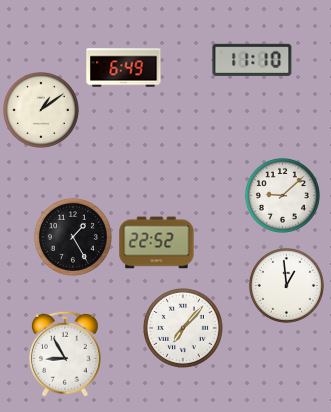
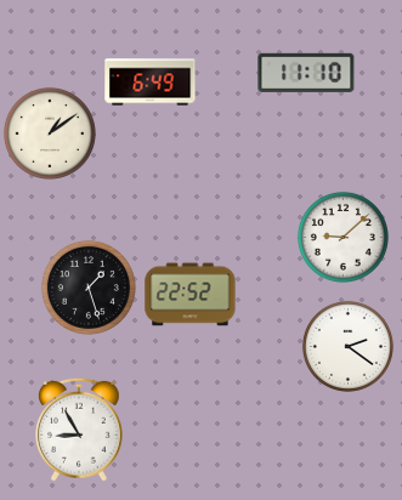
clock at (73, 237): 1:25 -> 1:27
clock at (286, 285): 12:59 -> 2:21
clock at (183, 328): 7:07 -> none
